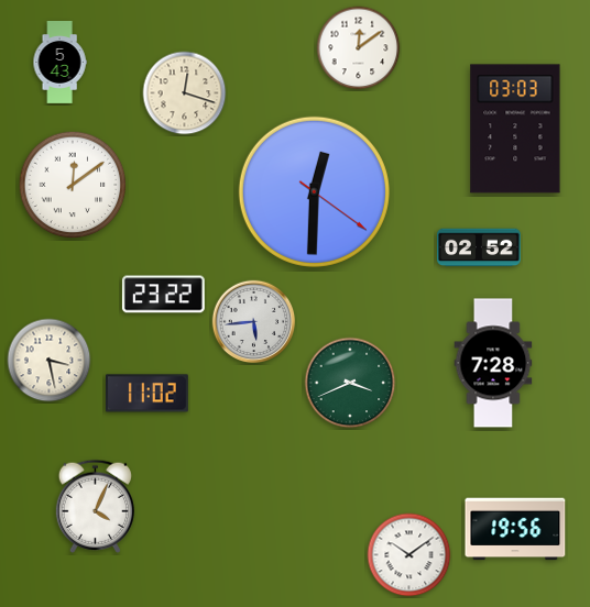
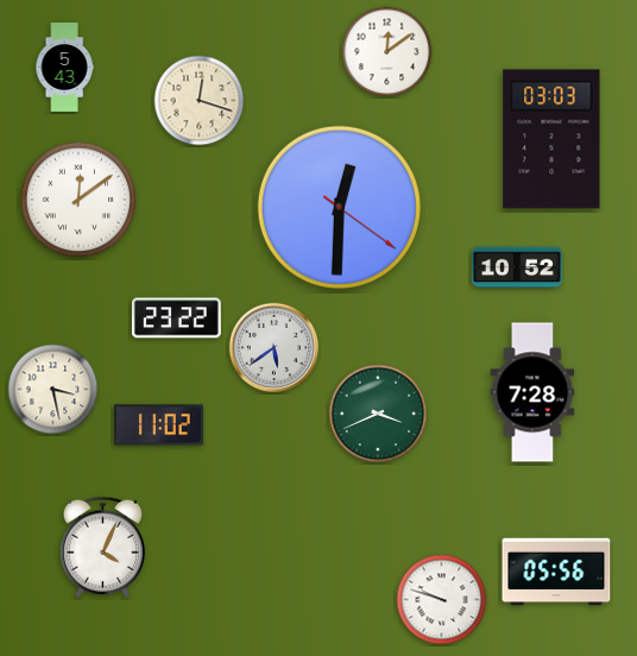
clock at (515, 129) position: (515, 129) -> (551, 139)
clock at (480, 247): 02:52 -> 10:52
clock at (254, 322): 5:44 -> 5:39
clock at (515, 529): 19:56 -> 05:56
clock at (409, 555): 10:09 -> 9:48
